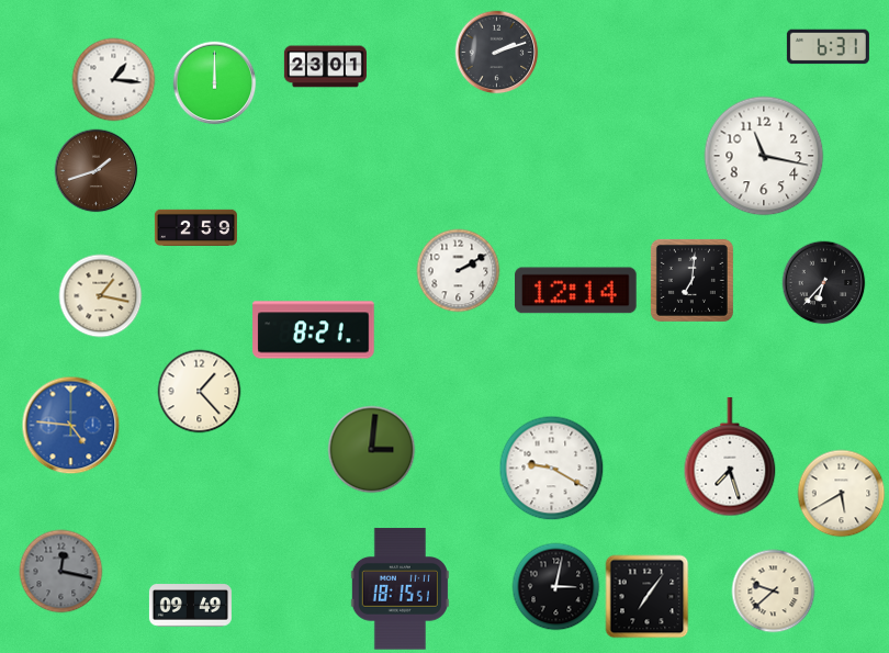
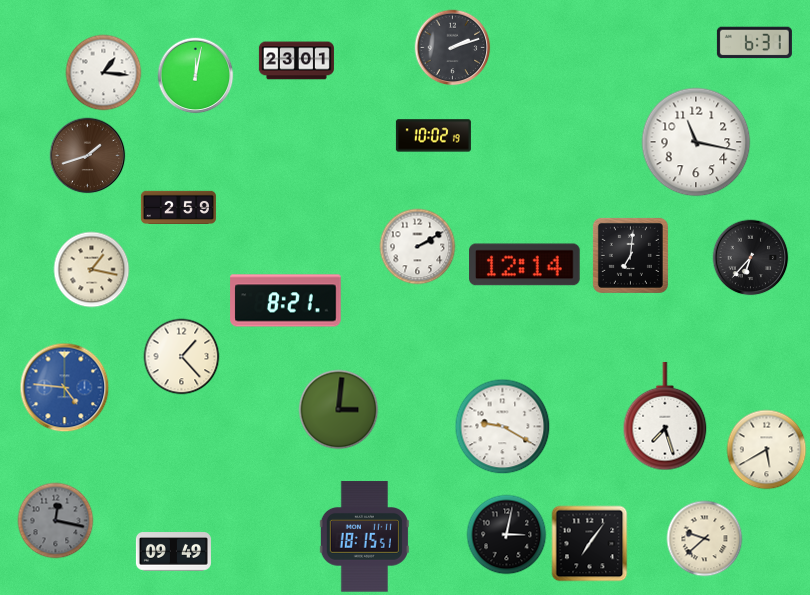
clock at (215, 83): 12:00 -> 12:02
clock at (433, 136): none -> 10:02
